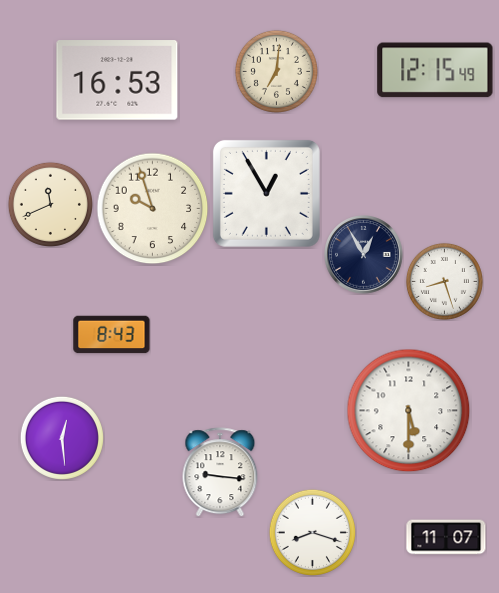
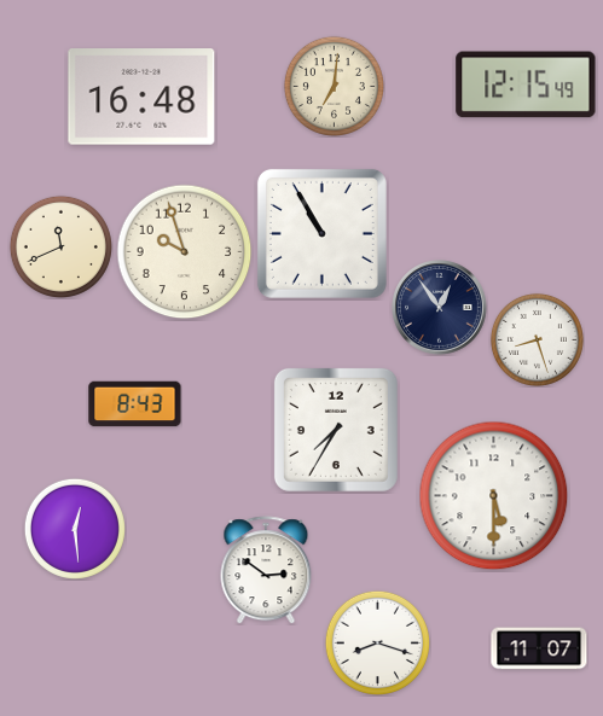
clock at (117, 80): 16:53 -> 16:48
clock at (266, 193): 12:55 -> 10:55
clock at (364, 255): 12:55 -> 12:54
clock at (336, 430): none -> 7:35
clock at (220, 472): 9:16 -> 2:51
